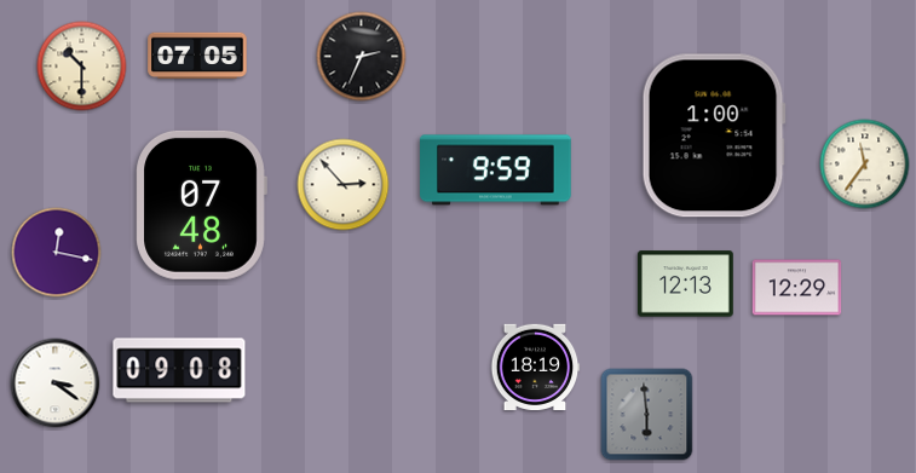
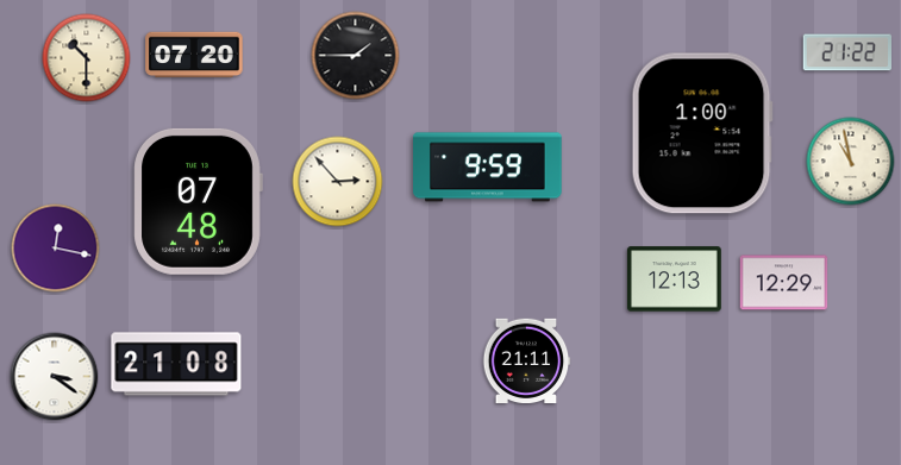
clock at (846, 52): none -> 21:22
clock at (197, 56): 07:05 -> 07:20
clock at (362, 57): 2:34 -> 1:45
clock at (82, 67) position: (82, 67) -> (87, 58)
clock at (865, 165): 11:36 -> 10:58
clock at (535, 367): 18:19 -> 21:11
clock at (179, 370): 09:08 -> 21:08
clock at (647, 415): 5:59 -> none
